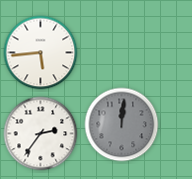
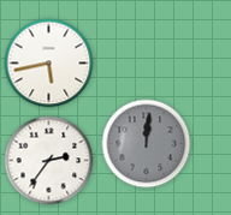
clock at (41, 53): 5:44 -> 5:43
clock at (122, 125) position: (122, 125) -> (147, 144)
